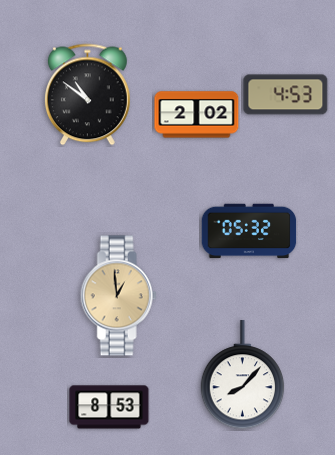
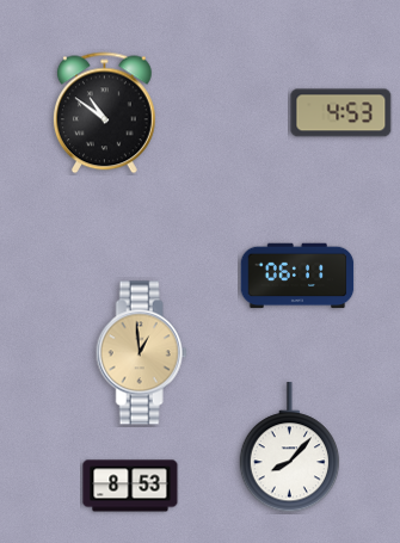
clock at (197, 115): 2:02 -> none
clock at (249, 231): 05:32 -> 06:11
